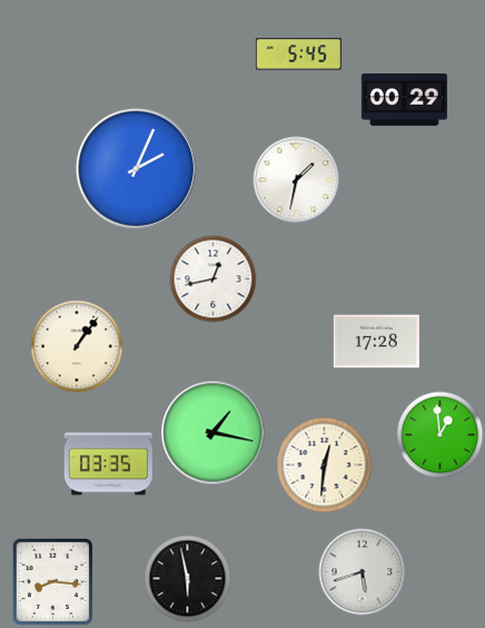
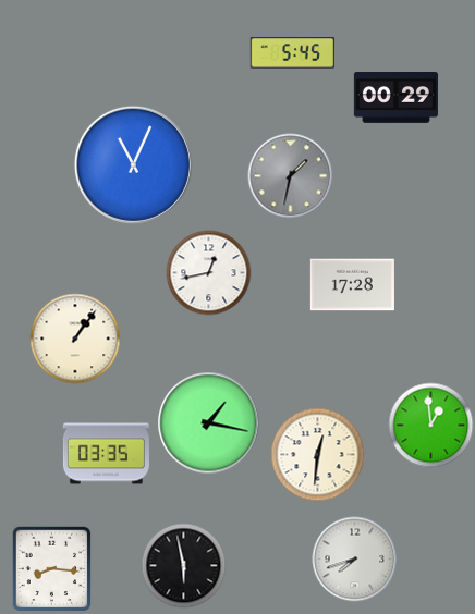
clock at (136, 168): 2:04 -> 11:04
clock at (296, 179) dial: white -> grey
clock at (376, 342) position: (376, 342) -> (352, 285)
clock at (362, 571): 5:42 -> 7:42
